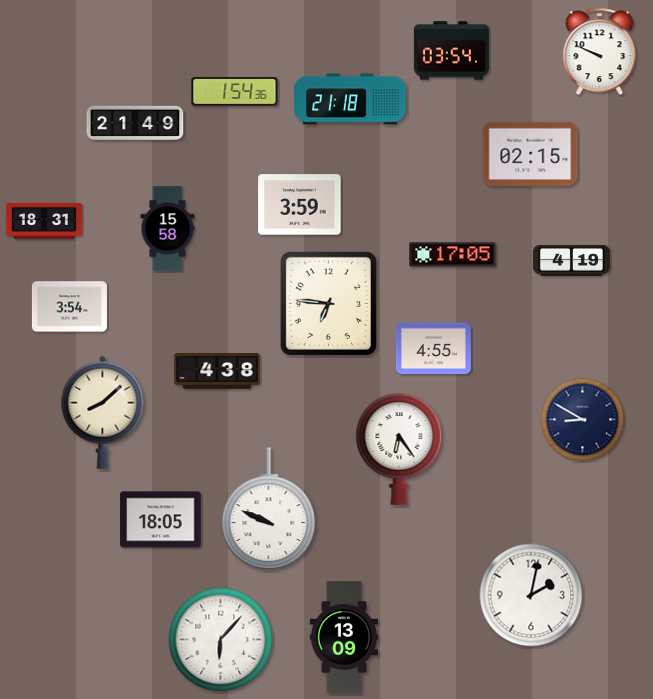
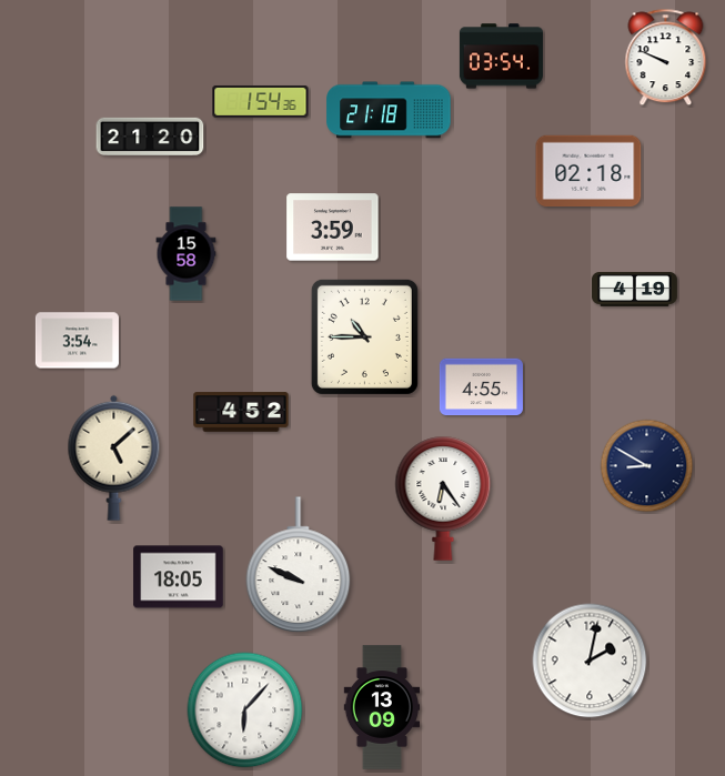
clock at (135, 123): 21:49 -> 21:20
clock at (530, 153): 02:15 -> 02:18
clock at (44, 221): 18:31 -> none
clock at (453, 255): 17:05 -> none
clock at (328, 303): 6:46 -> 10:45
clock at (217, 371): 4:38 -> 4:52
clock at (103, 412): 8:08 -> 5:08
